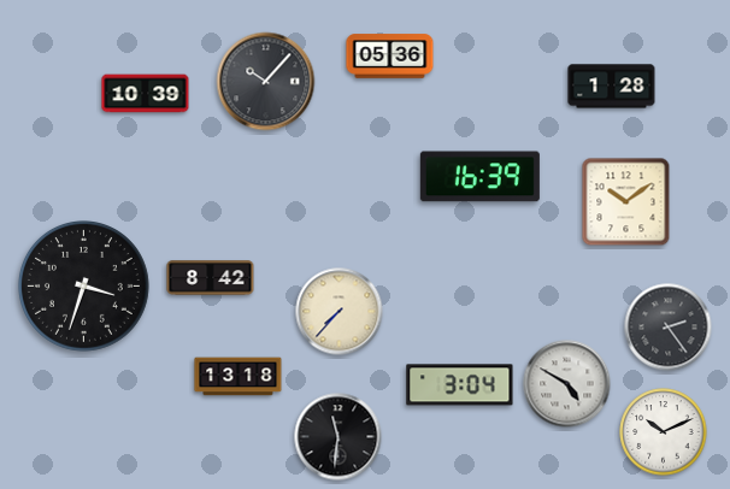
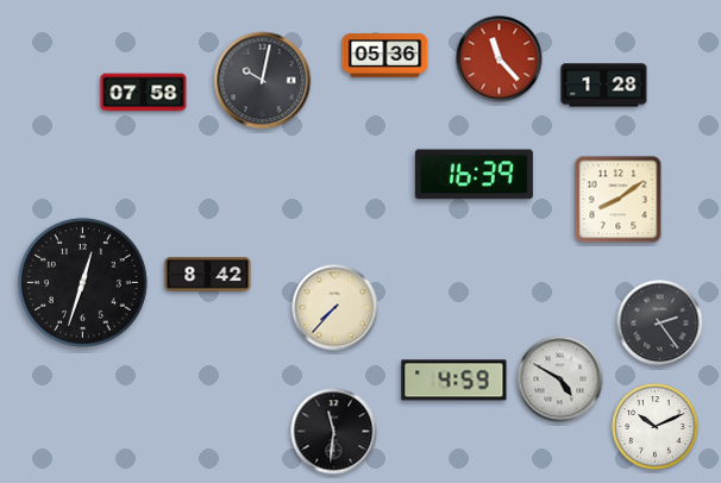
clock at (500, 59): none -> 11:23
clock at (266, 82): 10:07 -> 10:02
clock at (146, 94): 10:39 -> 07:58
clock at (626, 202): 10:09 -> 8:09
clock at (84, 287): 3:33 -> 12:33
clock at (239, 377): 13:18 -> none
clock at (460, 385): 3:04 -> 4:59
